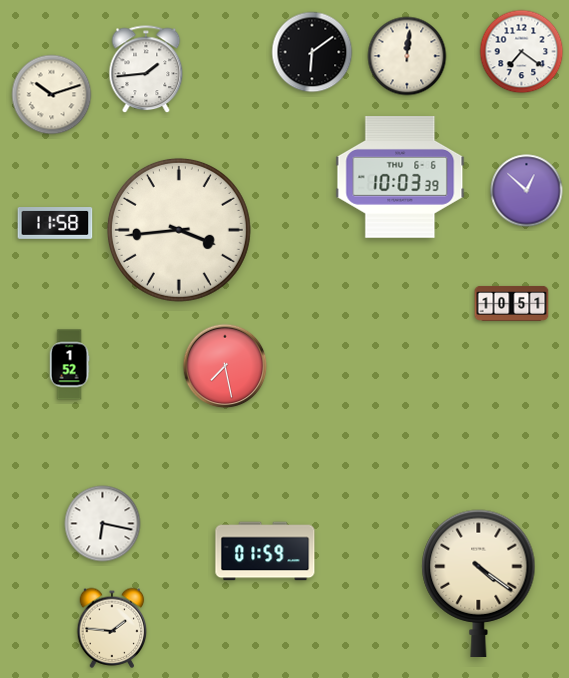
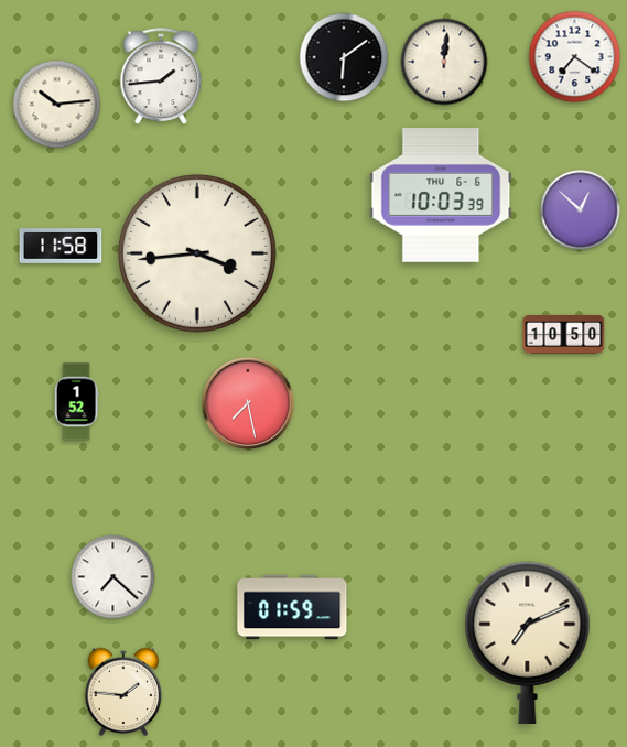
clock at (407, 56) position: (407, 56) -> (444, 62)
clock at (52, 95): 10:12 -> 10:14
clock at (512, 303): 10:51 -> 10:50
clock at (103, 524): 6:17 -> 7:22
clock at (479, 583): 4:21 -> 7:11
